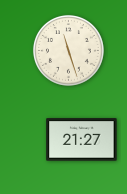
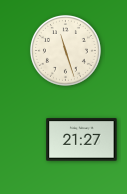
clock at (68, 50) position: (68, 50) -> (65, 50)
